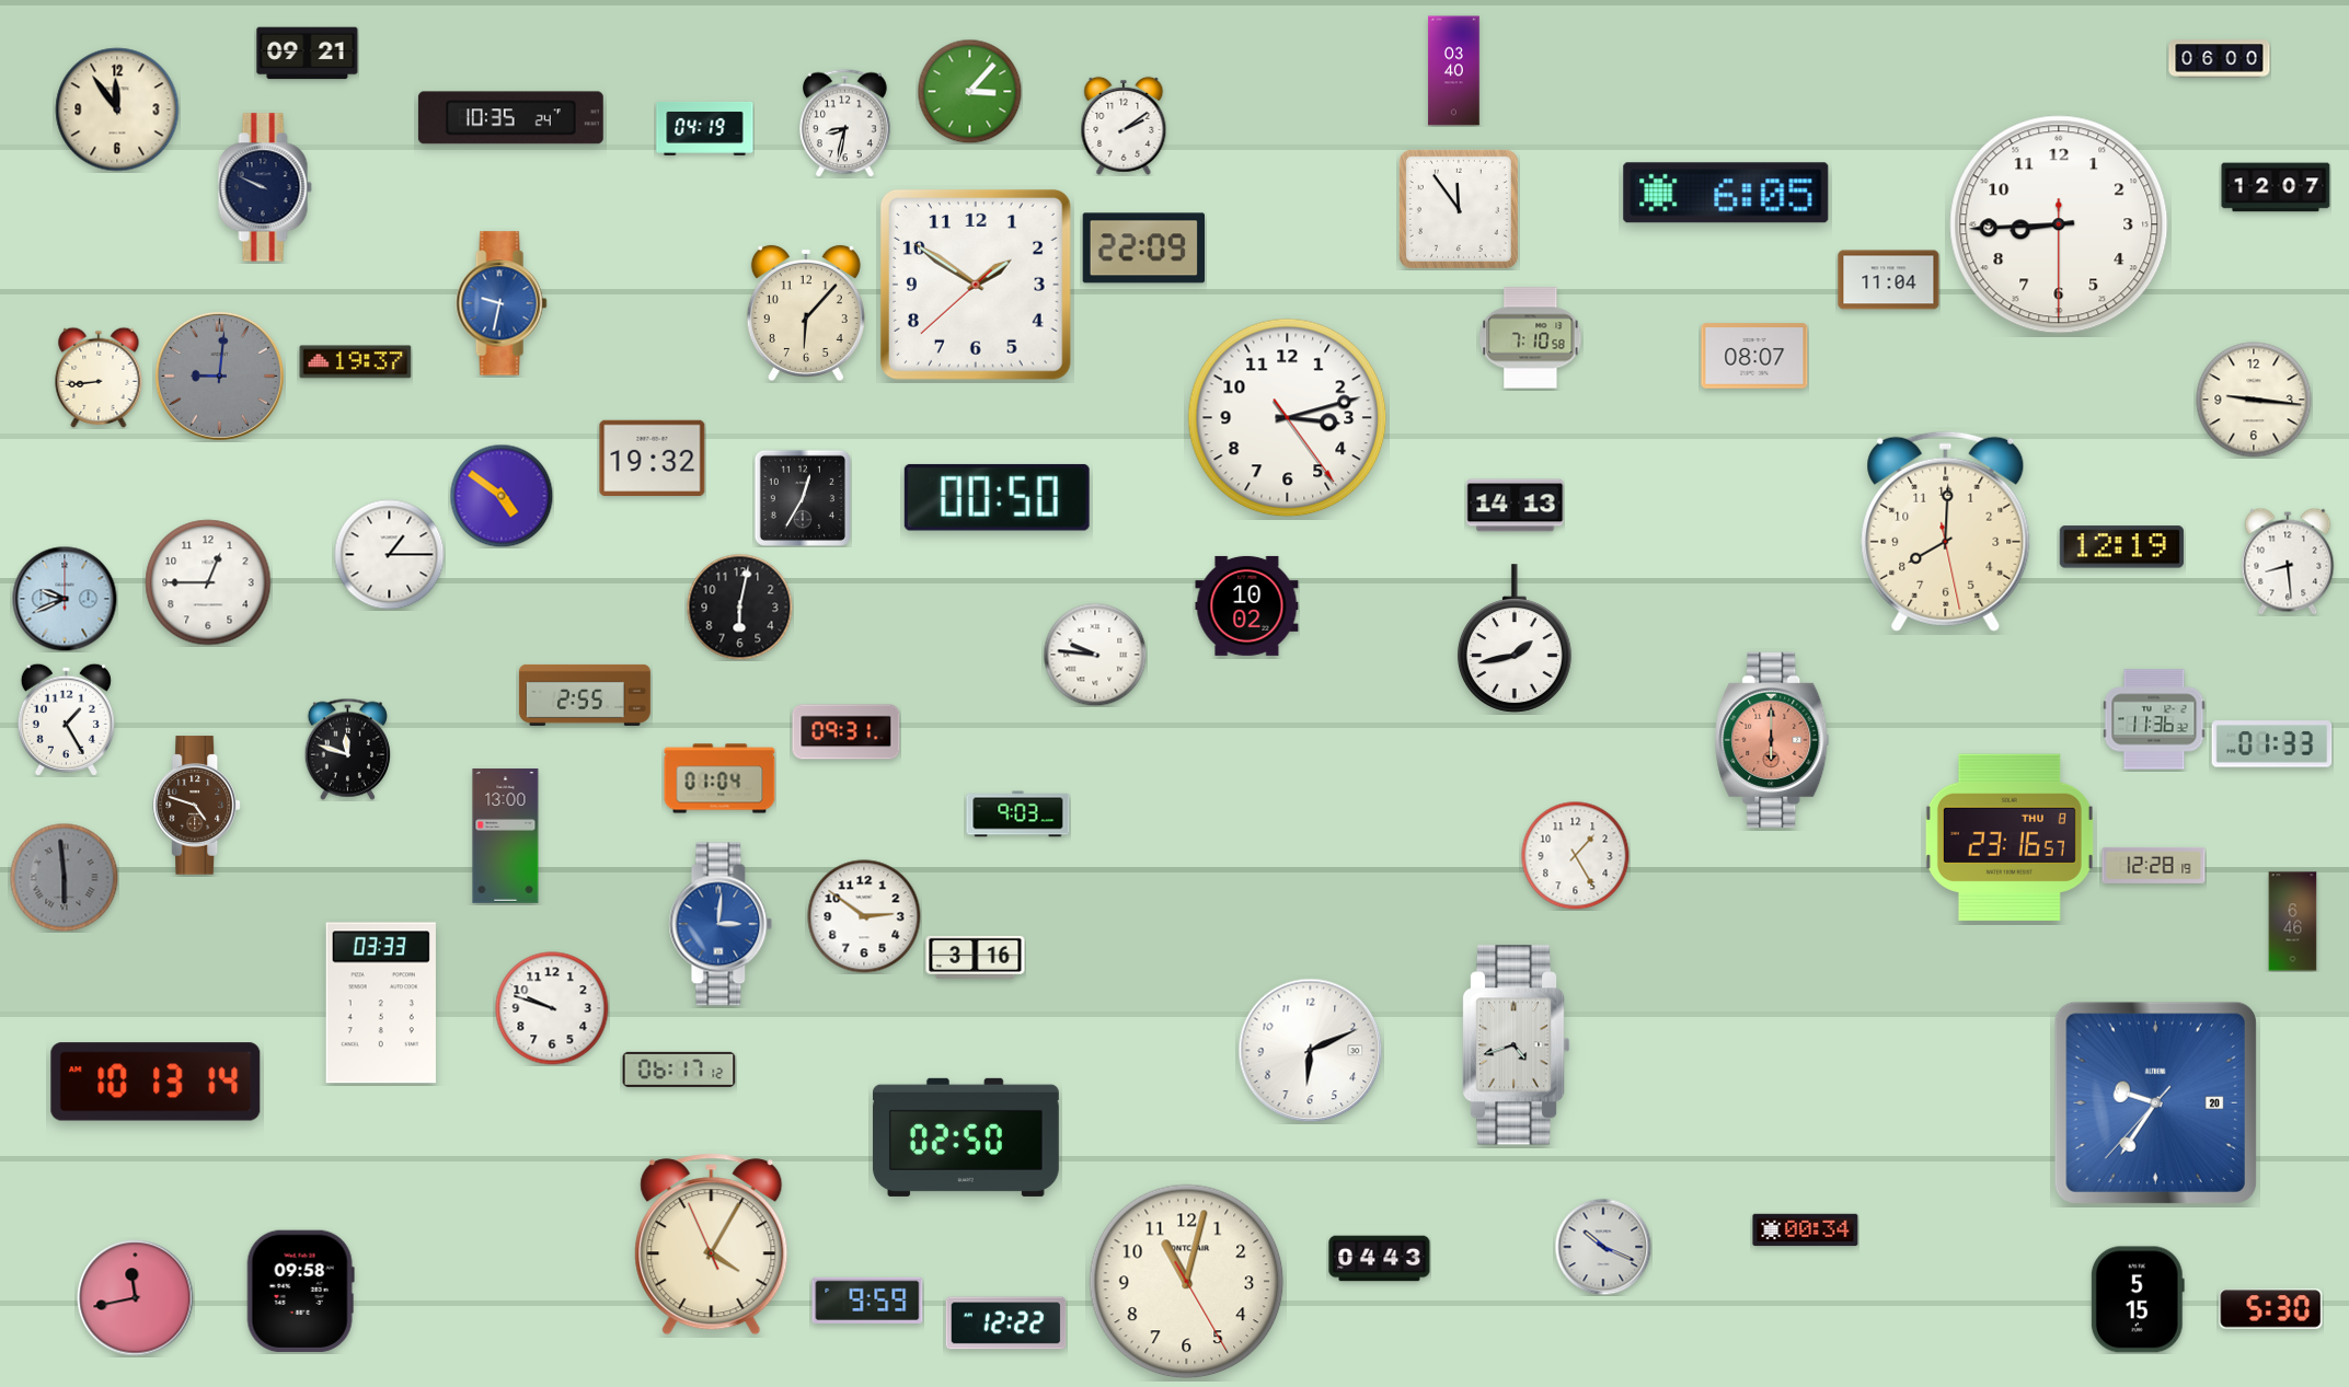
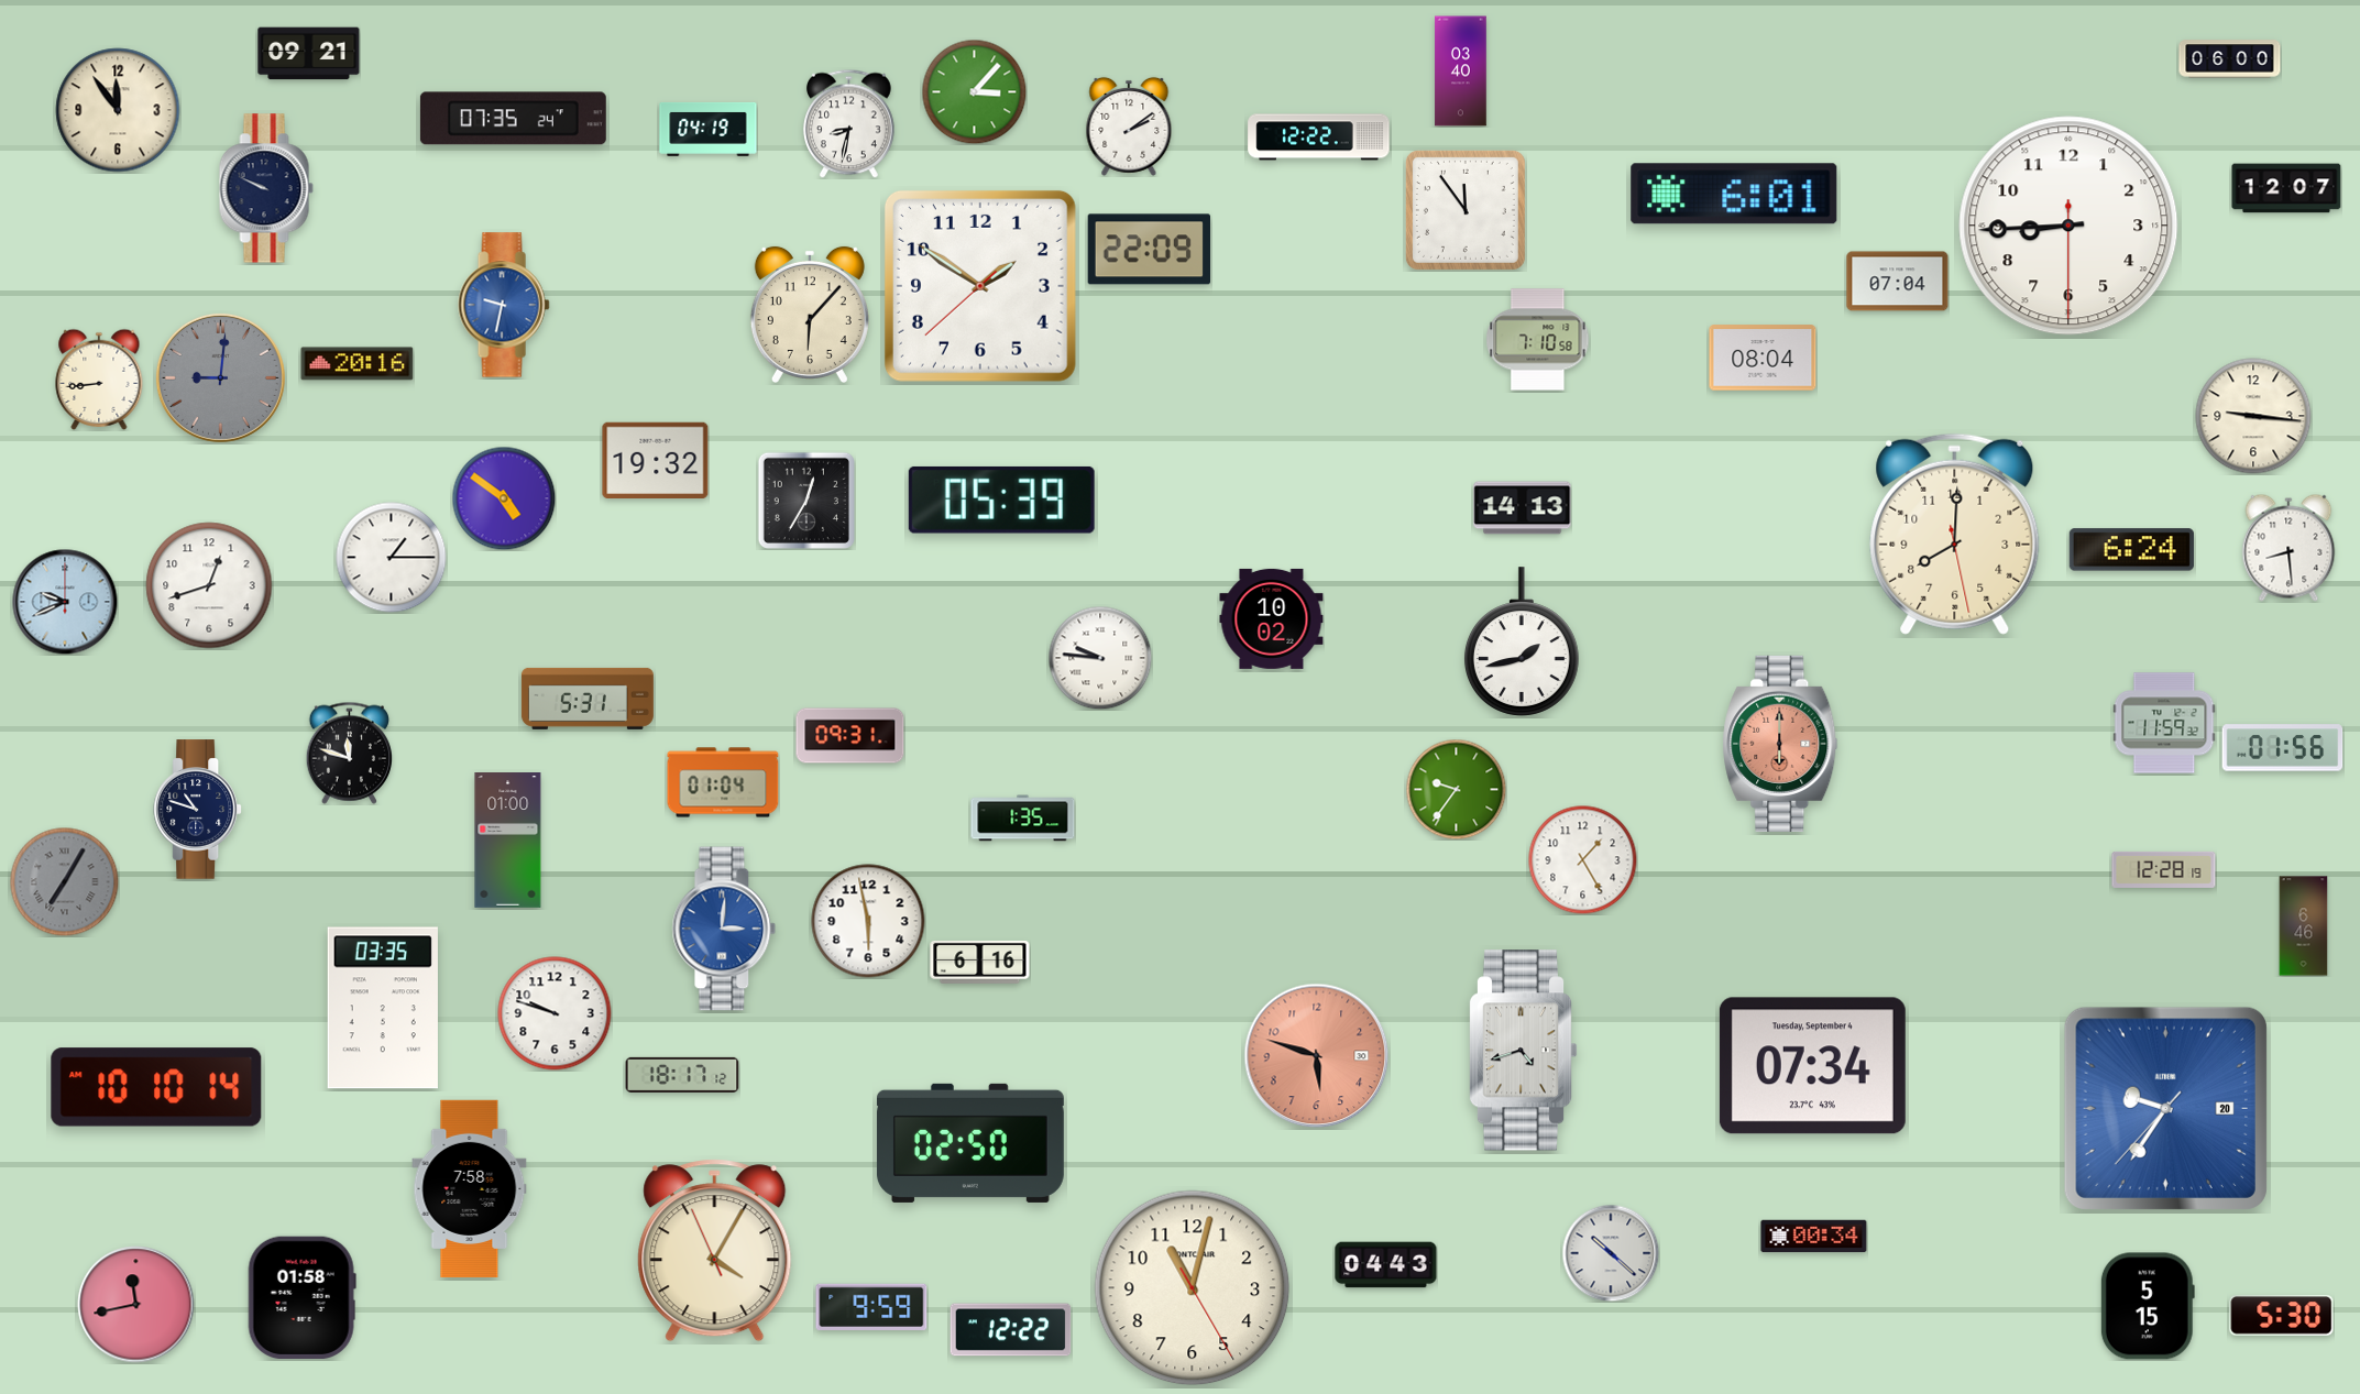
clock at (510, 118): 10:35 -> 07:35
clock at (1319, 138): none -> 12:22
clock at (1726, 193): 6:05 -> 6:01
clock at (1889, 280): 11:04 -> 07:04
clock at (1754, 356): 08:07 -> 08:04
clock at (356, 362): 19:37 -> 20:16
clock at (2254, 400) position: (2254, 400) -> (2253, 416)
clock at (1288, 418): 3:12 -> none
clock at (997, 497): 00:50 -> 05:39
clock at (2121, 547): 12:19 -> 6:24
clock at (2288, 562) position: (2288, 562) -> (2288, 548)
clock at (208, 582): 12:45 -> 12:42
clock at (1247, 605) position: (1247, 605) -> (1272, 618)
clock at (739, 606): 6:02 -> none
clock at (585, 695): 2:55 -> 5:31
clock at (66, 719): 1:25 -> none
clock at (2154, 719): 11:36 -> 11:59
clock at (2272, 744): 01:33 -> 01:56
clock at (1456, 789): none -> 9:36
clock at (197, 806): 4:48 -> 10:48
clock at (197, 806) dial: brown -> navy
clock at (1018, 814): 9:03 -> 1:35
clock at (506, 836): 13:00 -> 01:00
clock at (2010, 836): 23:16 -> none
clock at (65, 878): 5:59 -> 7:05
clock at (864, 916): 2:51 -> 5:58
clock at (976, 957): 3:16 -> 6:16
clock at (381, 1003): 03:33 -> 03:35
clock at (1311, 1051): 6:11 -> 5:48
clock at (1311, 1051) dial: white -> salmon
clock at (1812, 1066): none -> 07:34
clock at (679, 1070): 06:17 -> 18:17
clock at (156, 1082): 10:13 -> 10:10
clock at (470, 1188): none -> 7:58
clock at (1603, 1247): 10:19 -> 10:22
clock at (300, 1291): 09:58 -> 01:58
